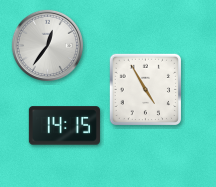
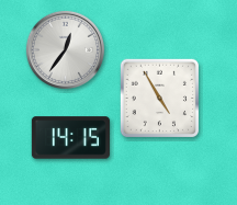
clock at (47, 45) position: (47, 45) -> (65, 49)
